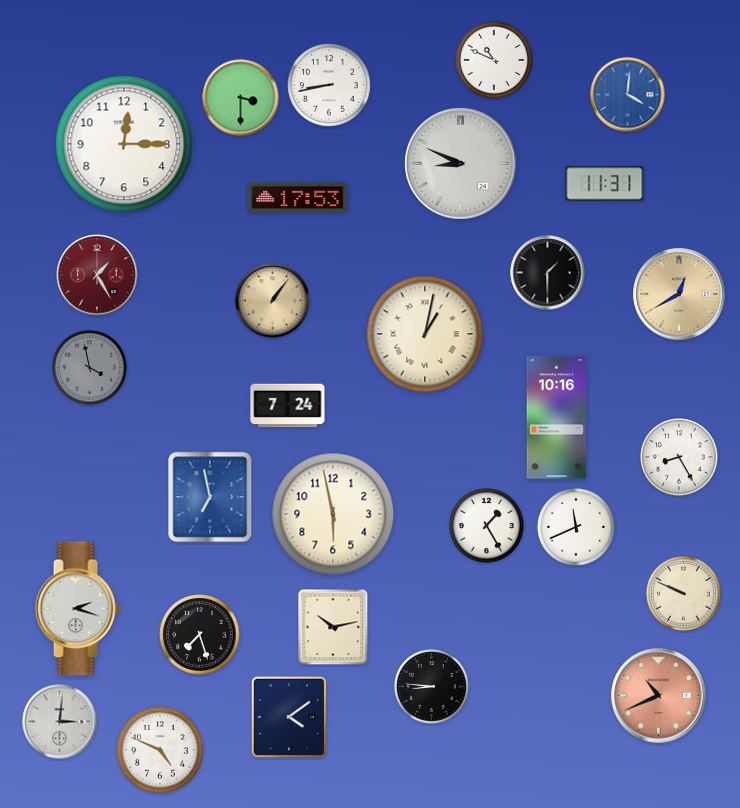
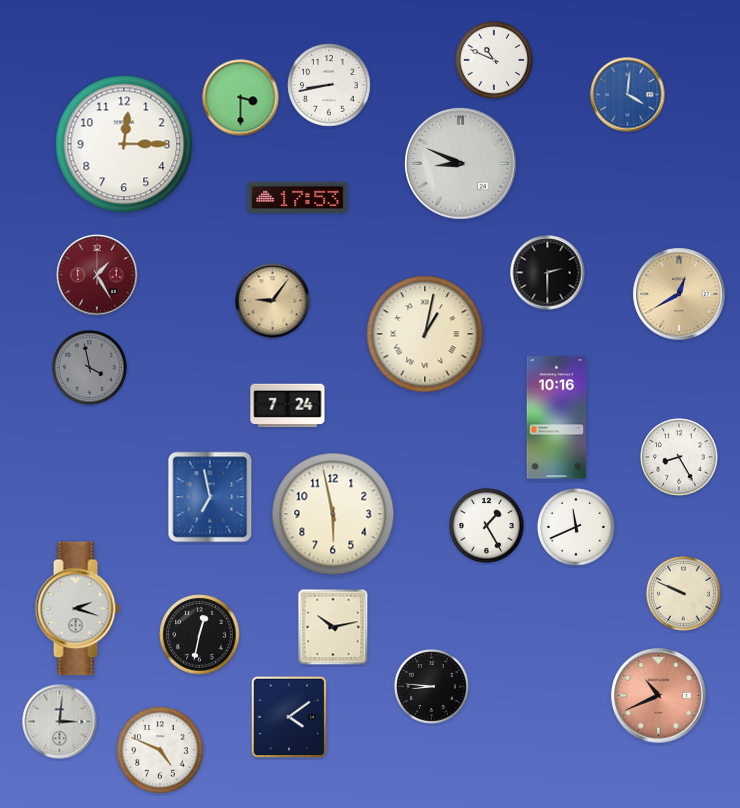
clock at (605, 184): 11:31 -> none
clock at (548, 273): 1:30 -> 2:30
clock at (273, 301): 1:06 -> 9:06
clock at (200, 635): 7:27 -> 12:32
